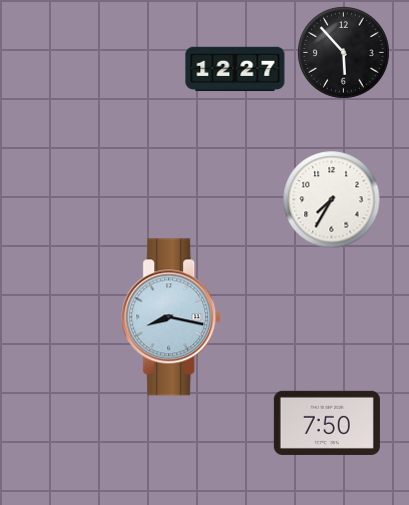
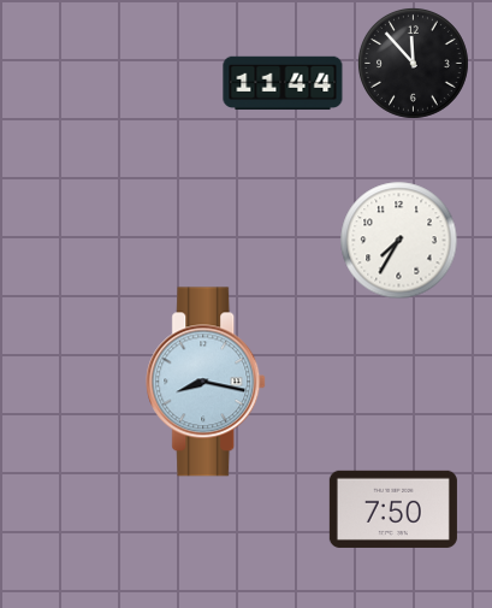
clock at (343, 52): 5:53 -> 11:53
clock at (235, 69): 12:27 -> 11:44
